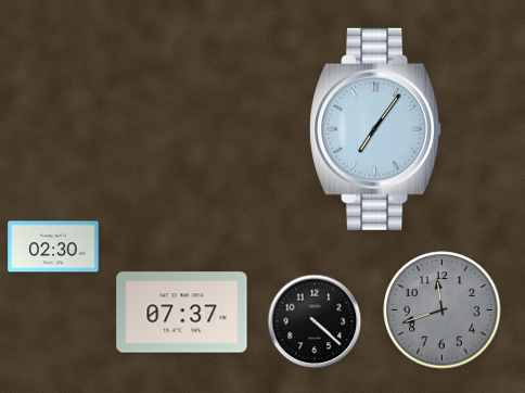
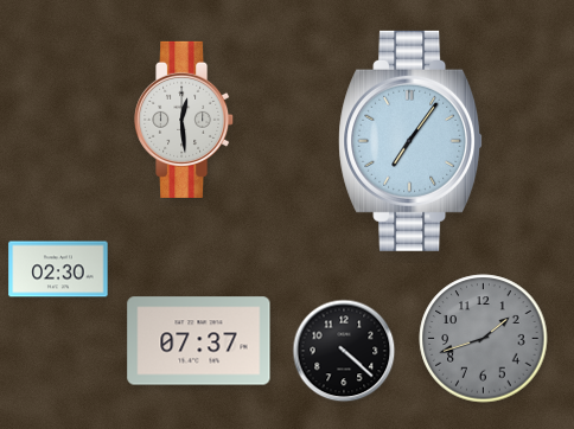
clock at (185, 120): none -> 12:29
clock at (443, 310): 11:42 -> 1:42
